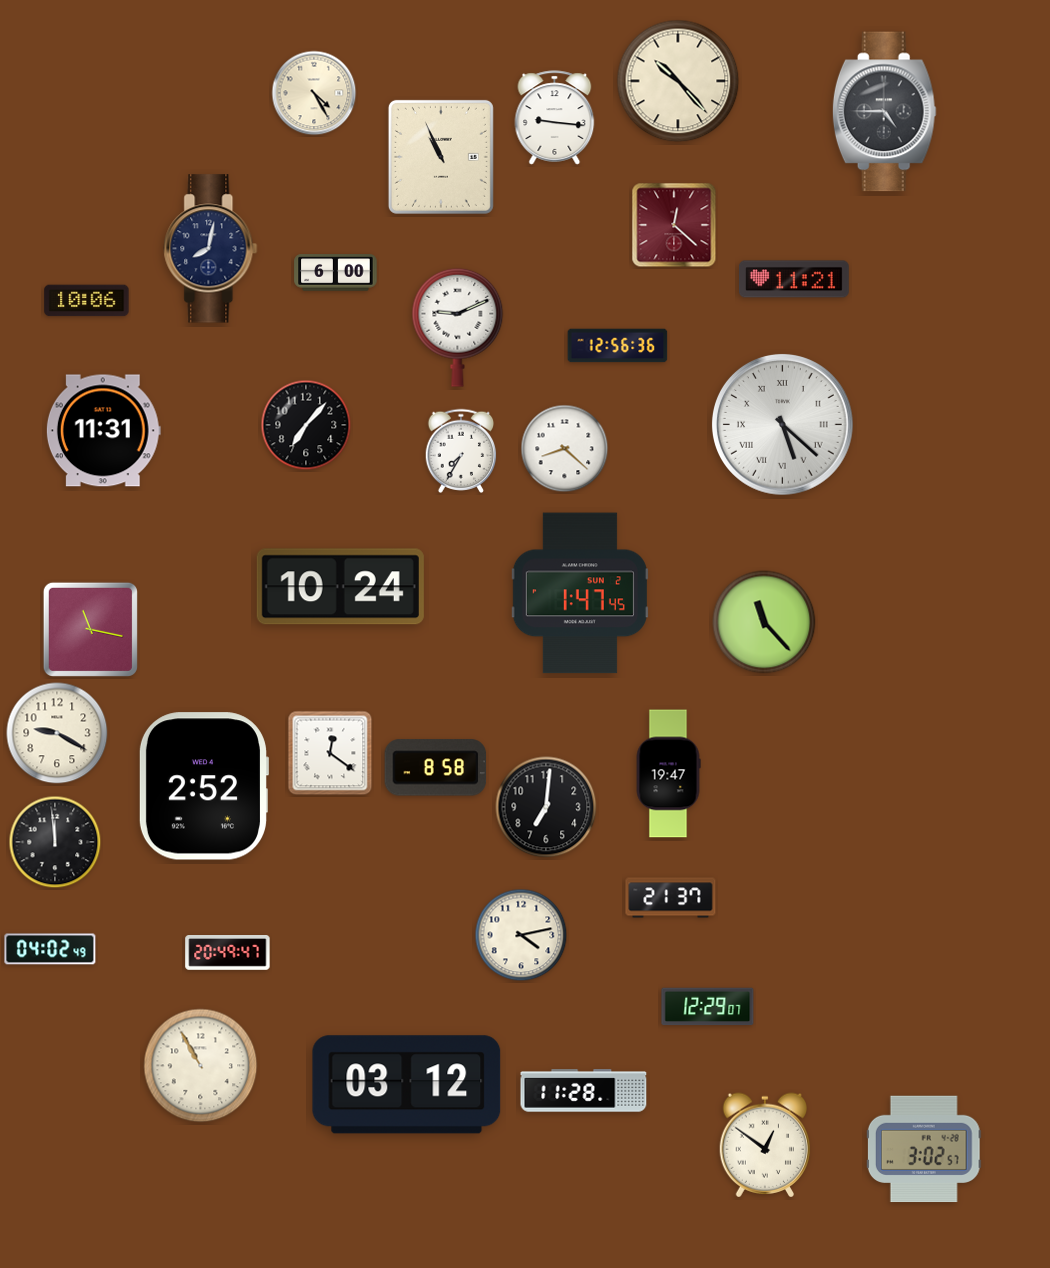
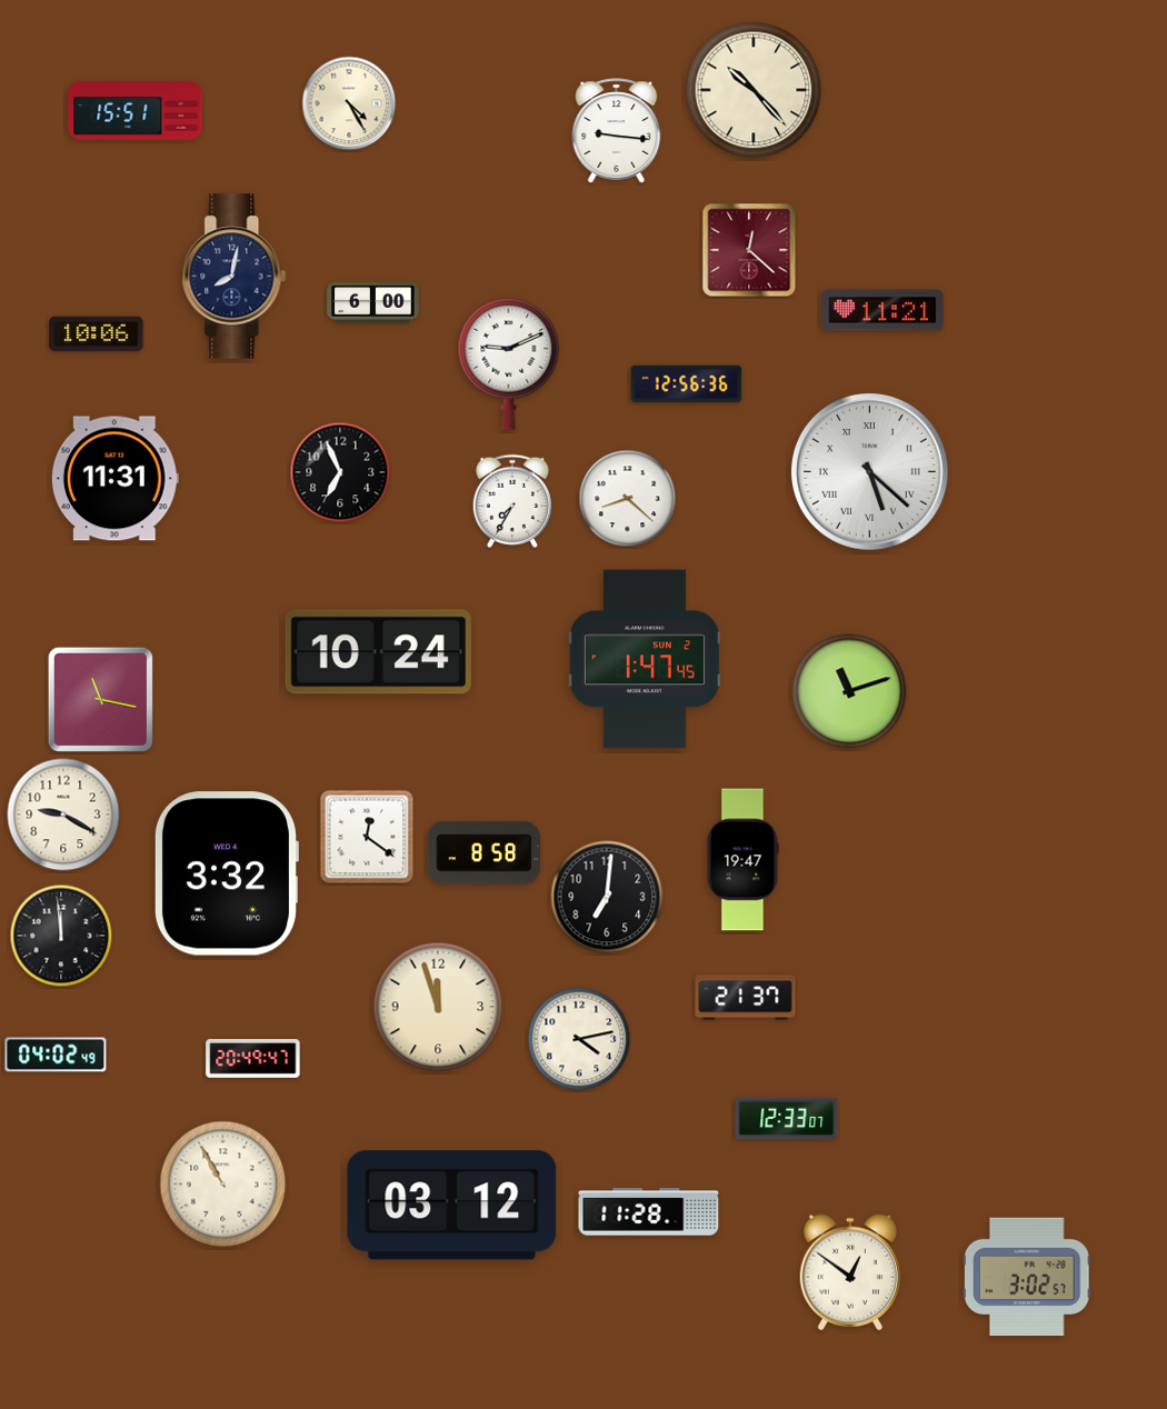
clock at (136, 111): none -> 15:51
clock at (884, 112): 4:45 -> none
clock at (441, 157): 10:56 -> none
clock at (306, 425): 7:07 -> 6:56
clock at (764, 622): 11:23 -> 11:12
clock at (203, 786): 2:52 -> 3:32
clock at (438, 1007): none -> 11:57
clock at (708, 1007): 12:29 -> 12:33
